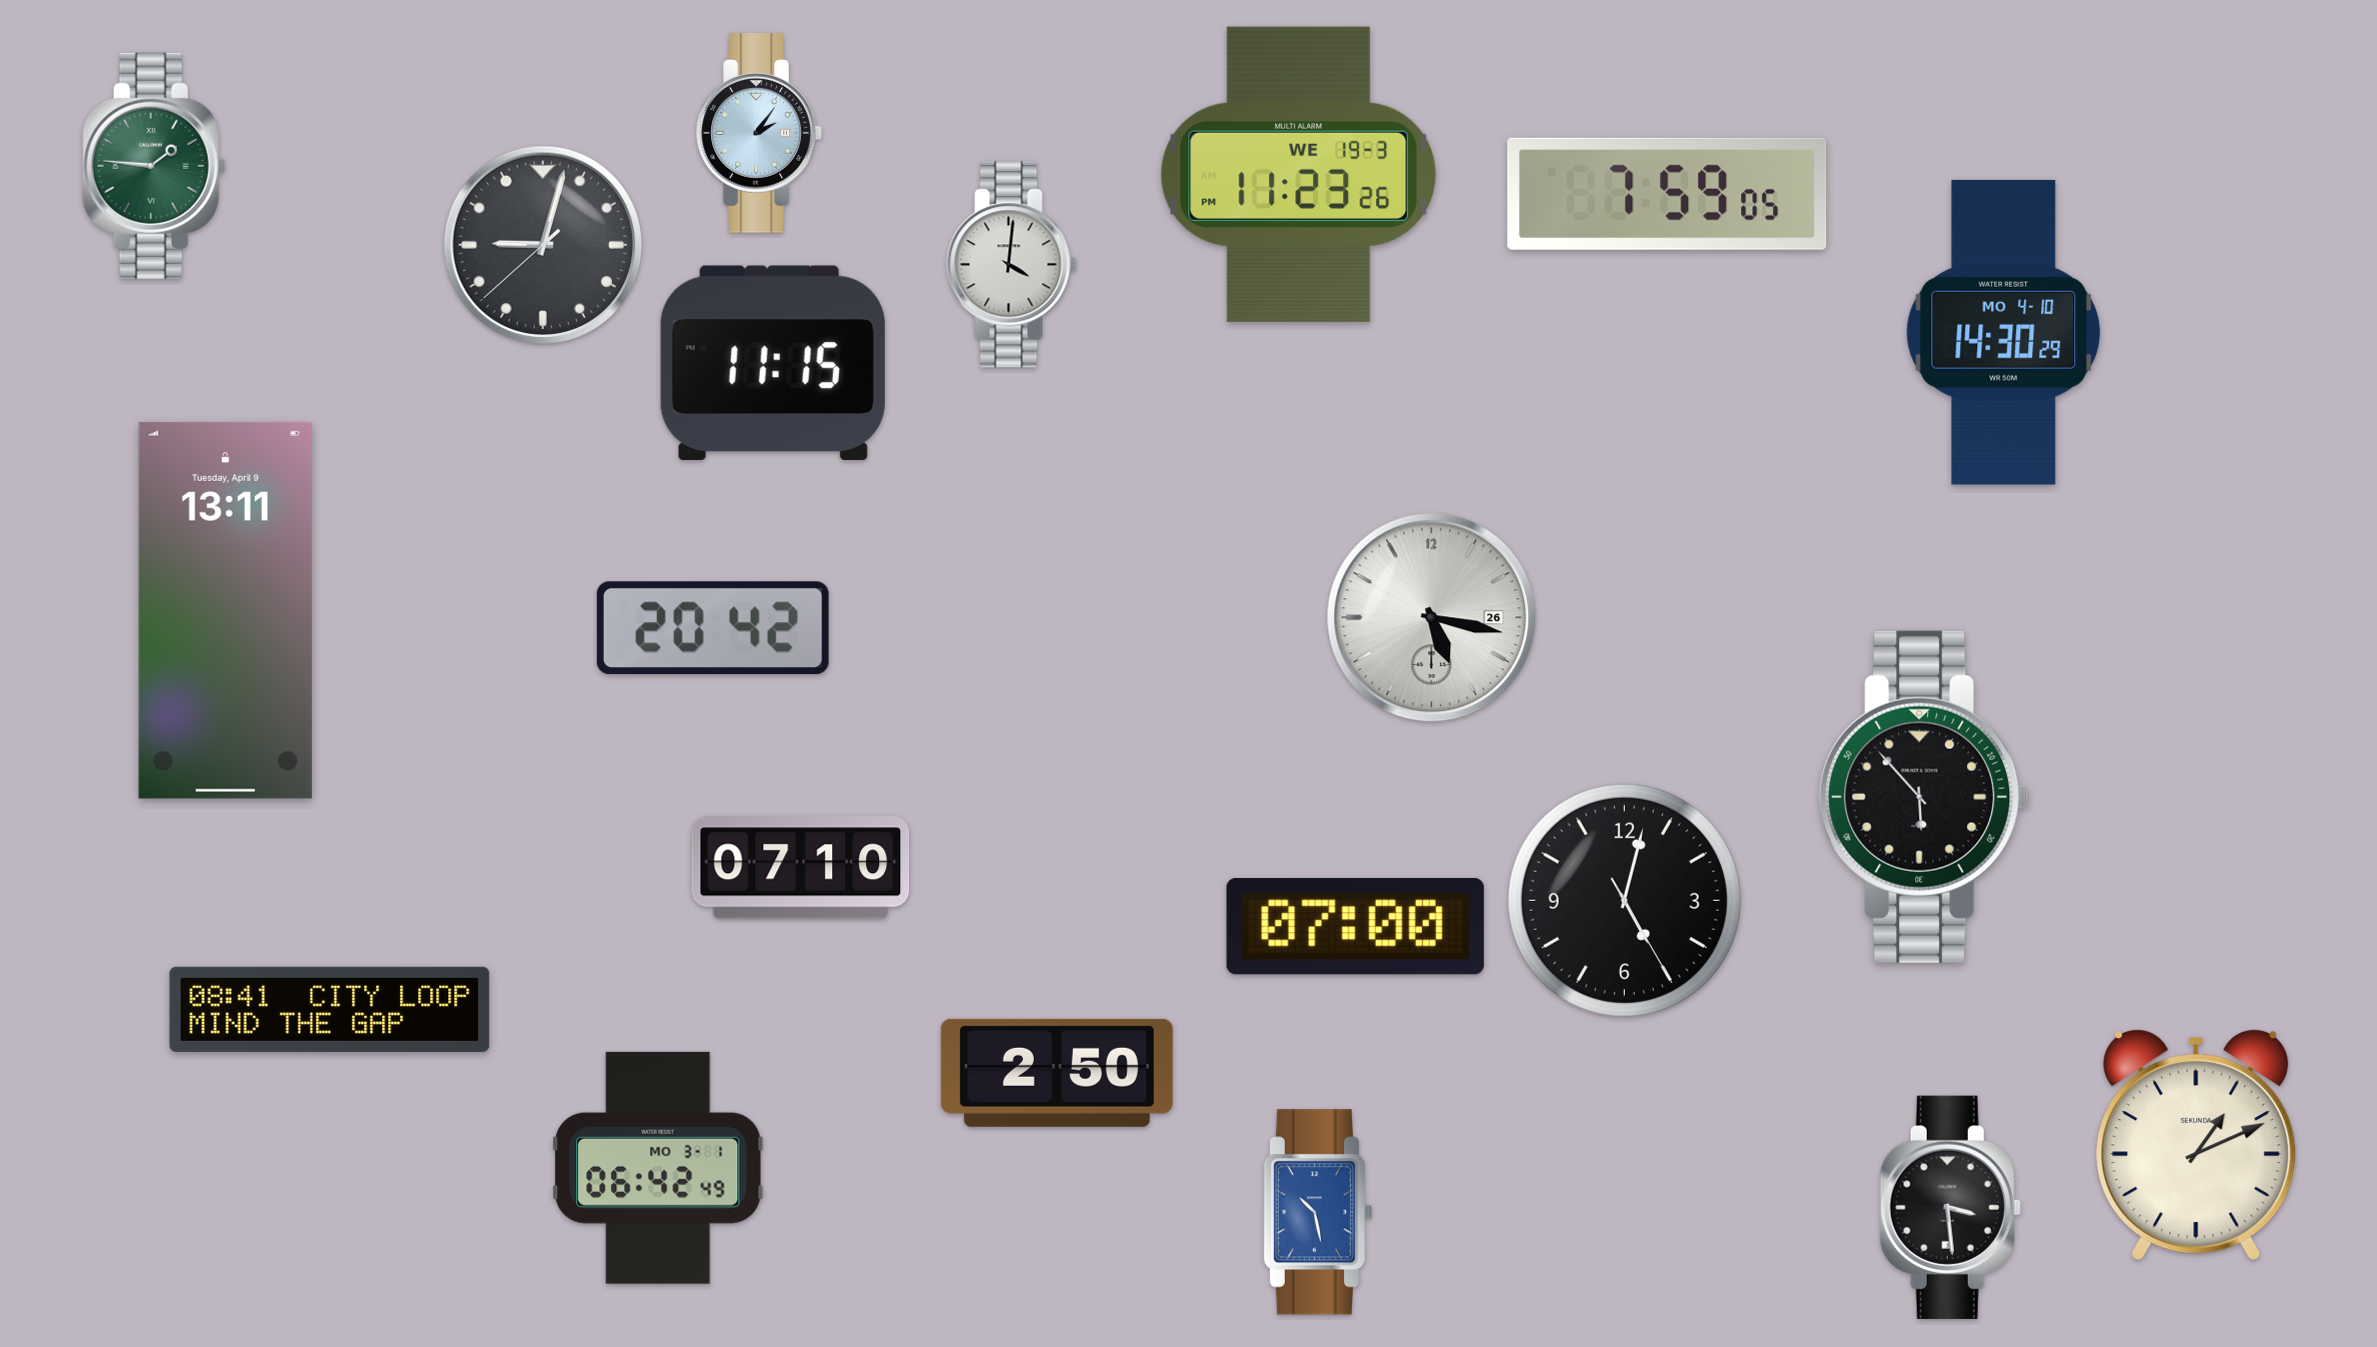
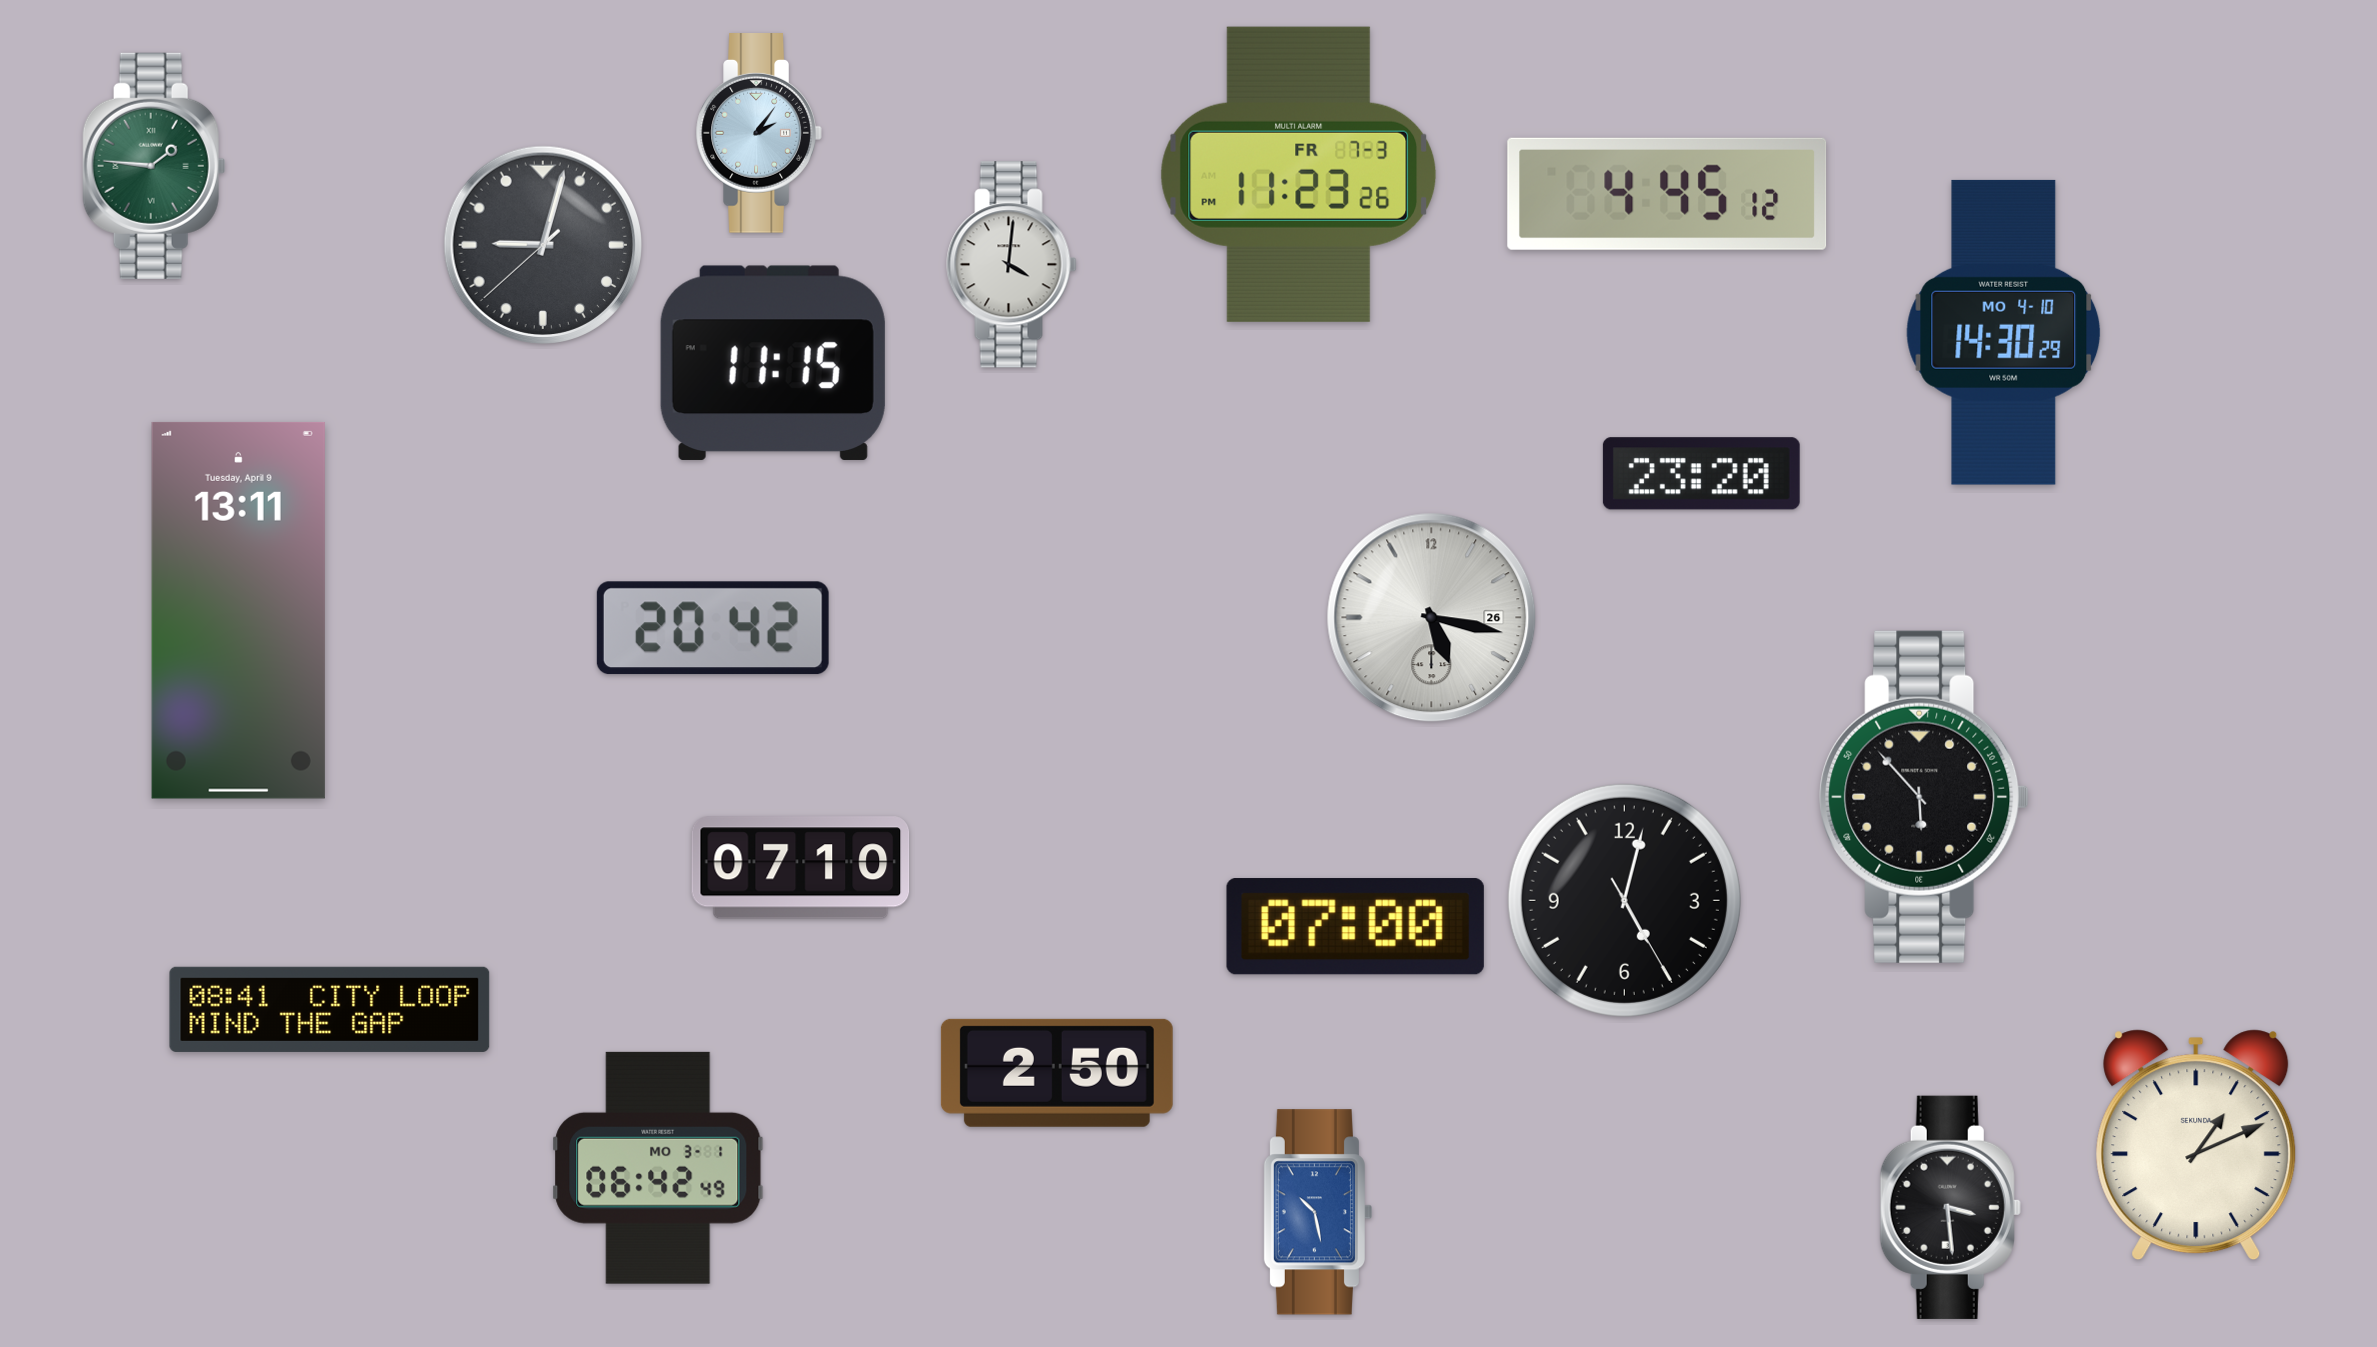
clock at (1299, 174) date: WE 19-3 -> FR 7-3
clock at (1667, 194): 7:59 -> 4:45
clock at (1701, 474): none -> 23:20
clock at (225, 610) position: (225, 610) -> (238, 610)
